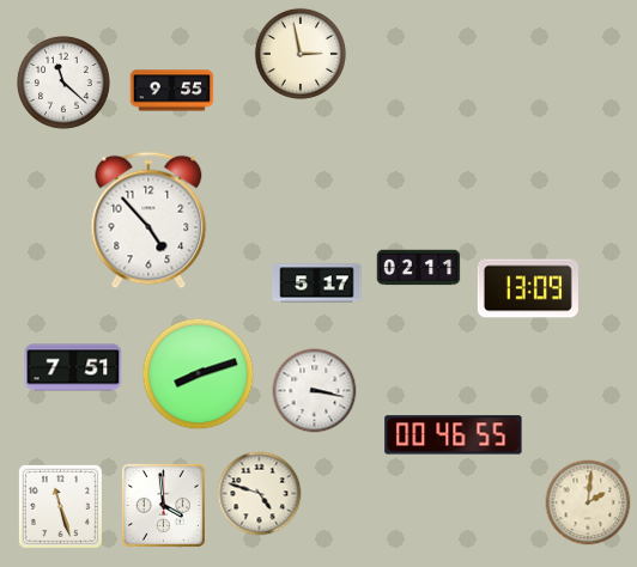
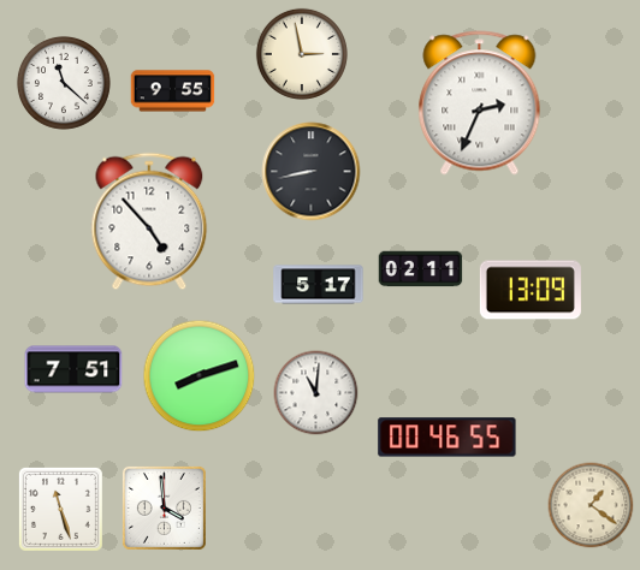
clock at (480, 103): none -> 2:34
clock at (312, 172): none -> 8:43
clock at (315, 391): 3:17 -> 11:01
clock at (454, 435) position: (454, 435) -> (448, 438)
clock at (260, 494): 4:48 -> none
clock at (588, 502): 2:01 -> 1:21
